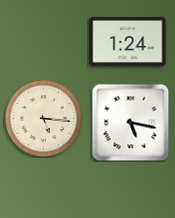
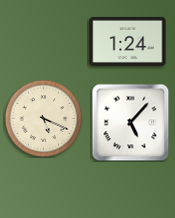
clock at (43, 118): 5:16 -> 5:19
clock at (130, 122): 5:17 -> 5:07
